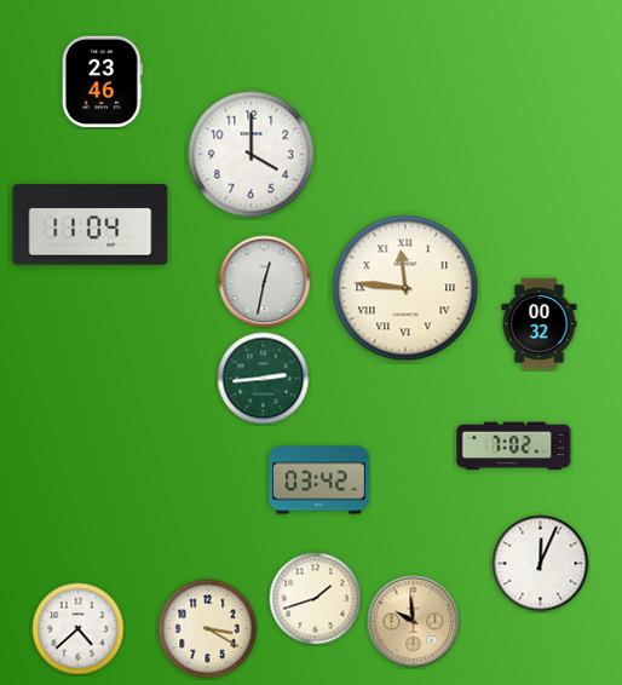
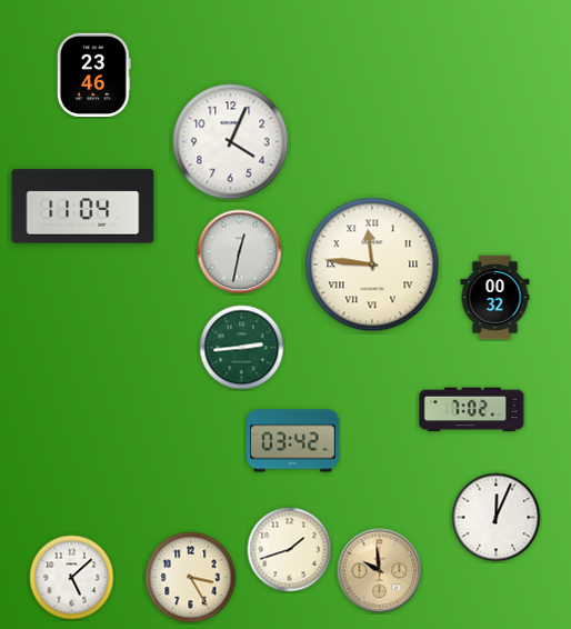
clock at (252, 155): 4:00 -> 4:04
clock at (265, 282) position: (265, 282) -> (240, 252)
clock at (79, 629): 4:38 -> 5:08
clock at (208, 629): 3:20 -> 3:25
